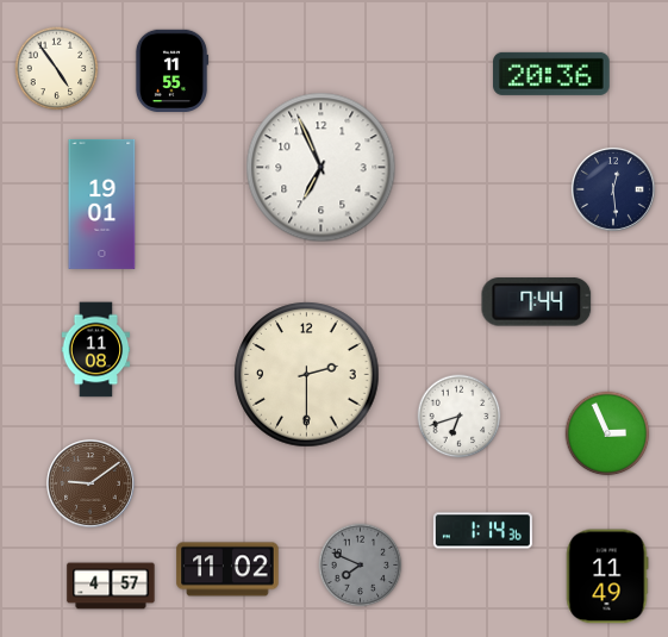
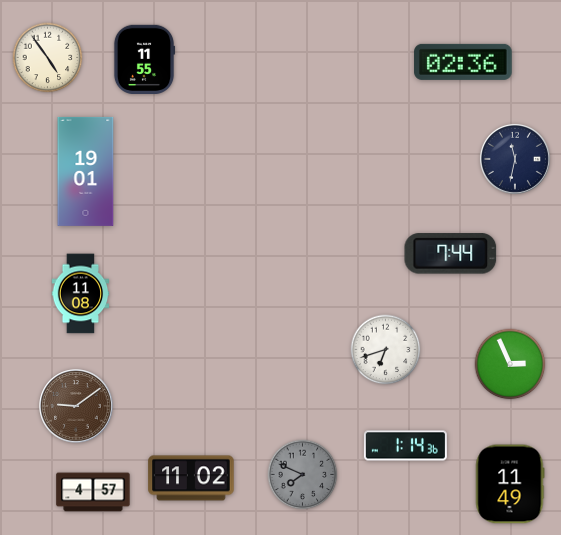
clock at (551, 74): 20:36 -> 02:36
clock at (321, 168): 6:56 -> none
clock at (613, 189): 12:29 -> 11:32
clock at (307, 375): 2:30 -> none
